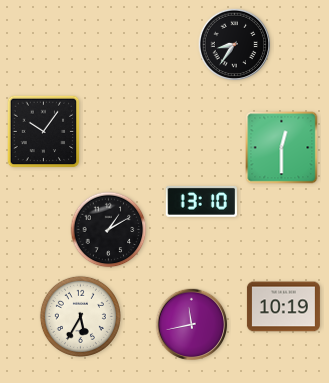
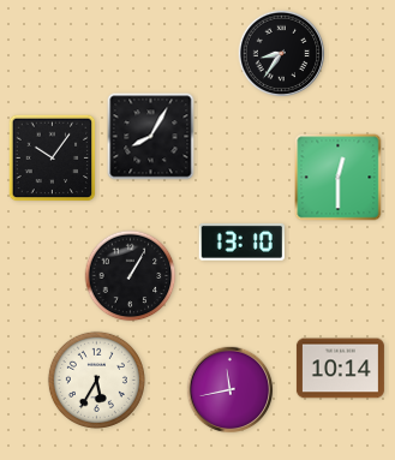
clock at (151, 137): none -> 8:05
clock at (109, 230): 1:10 -> 1:05
clock at (283, 307): 10:19 -> 10:14
